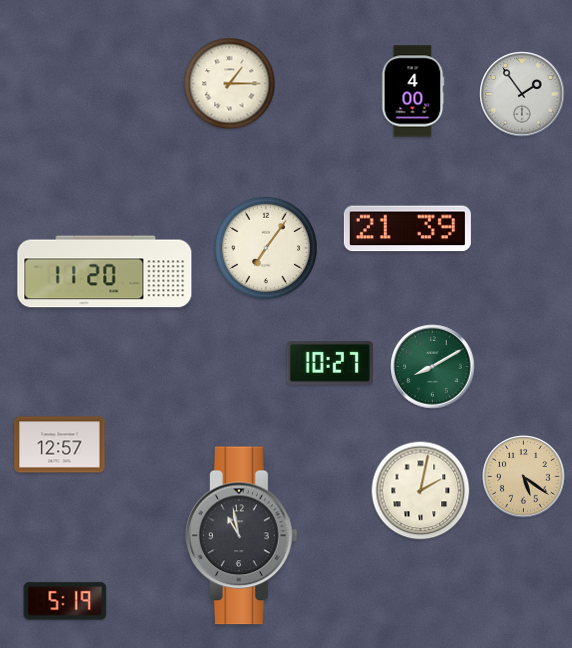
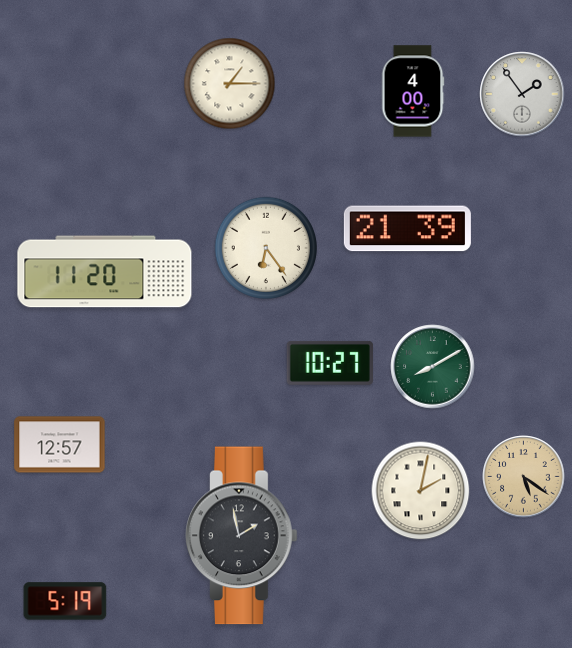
clock at (266, 248): 7:06 -> 6:24
clock at (242, 536): 10:58 -> 1:58
